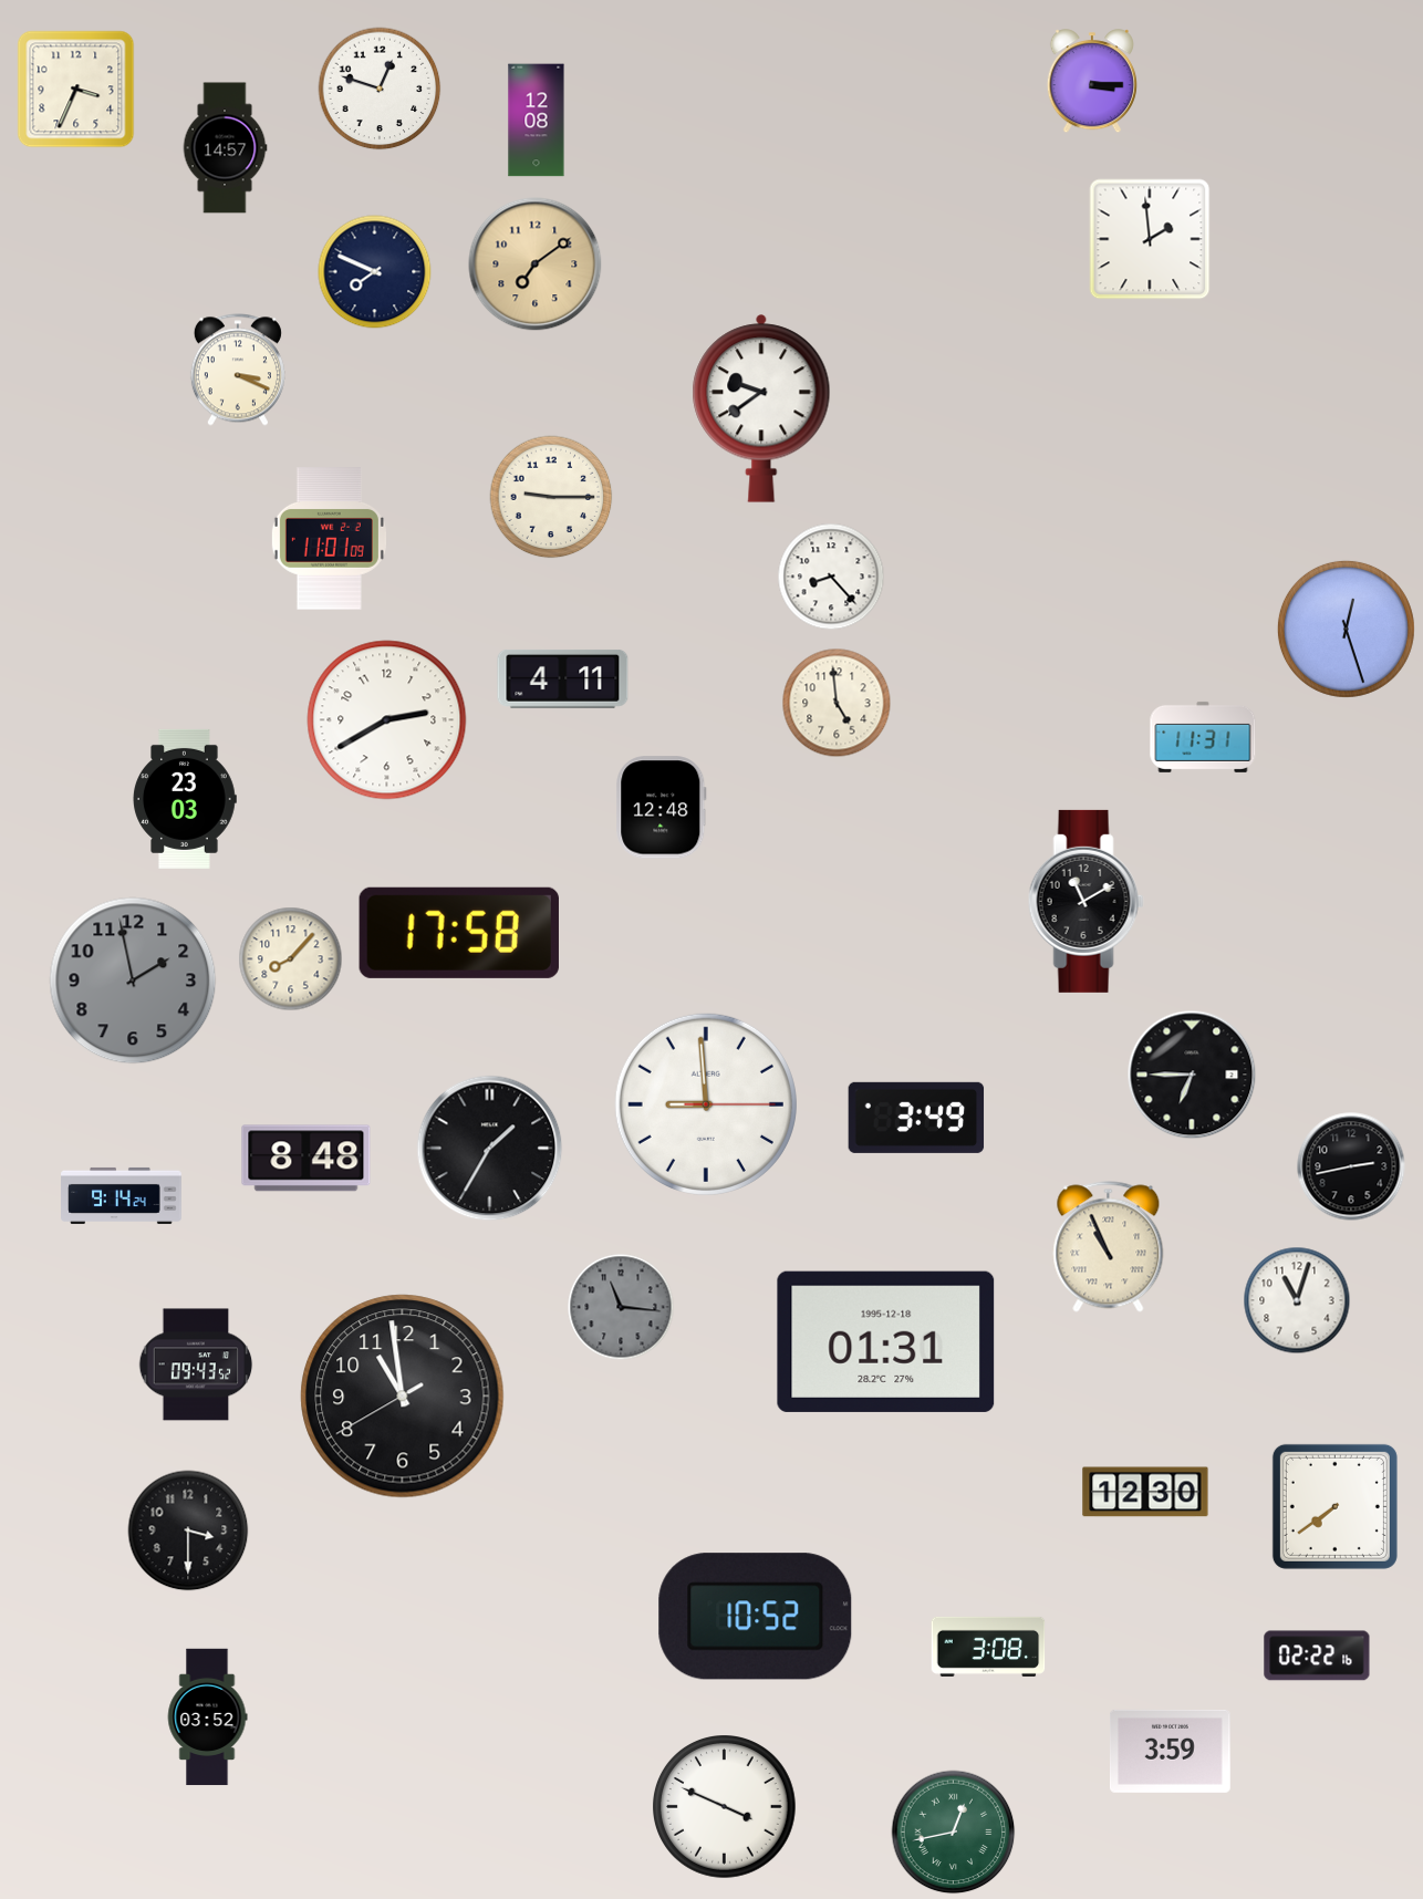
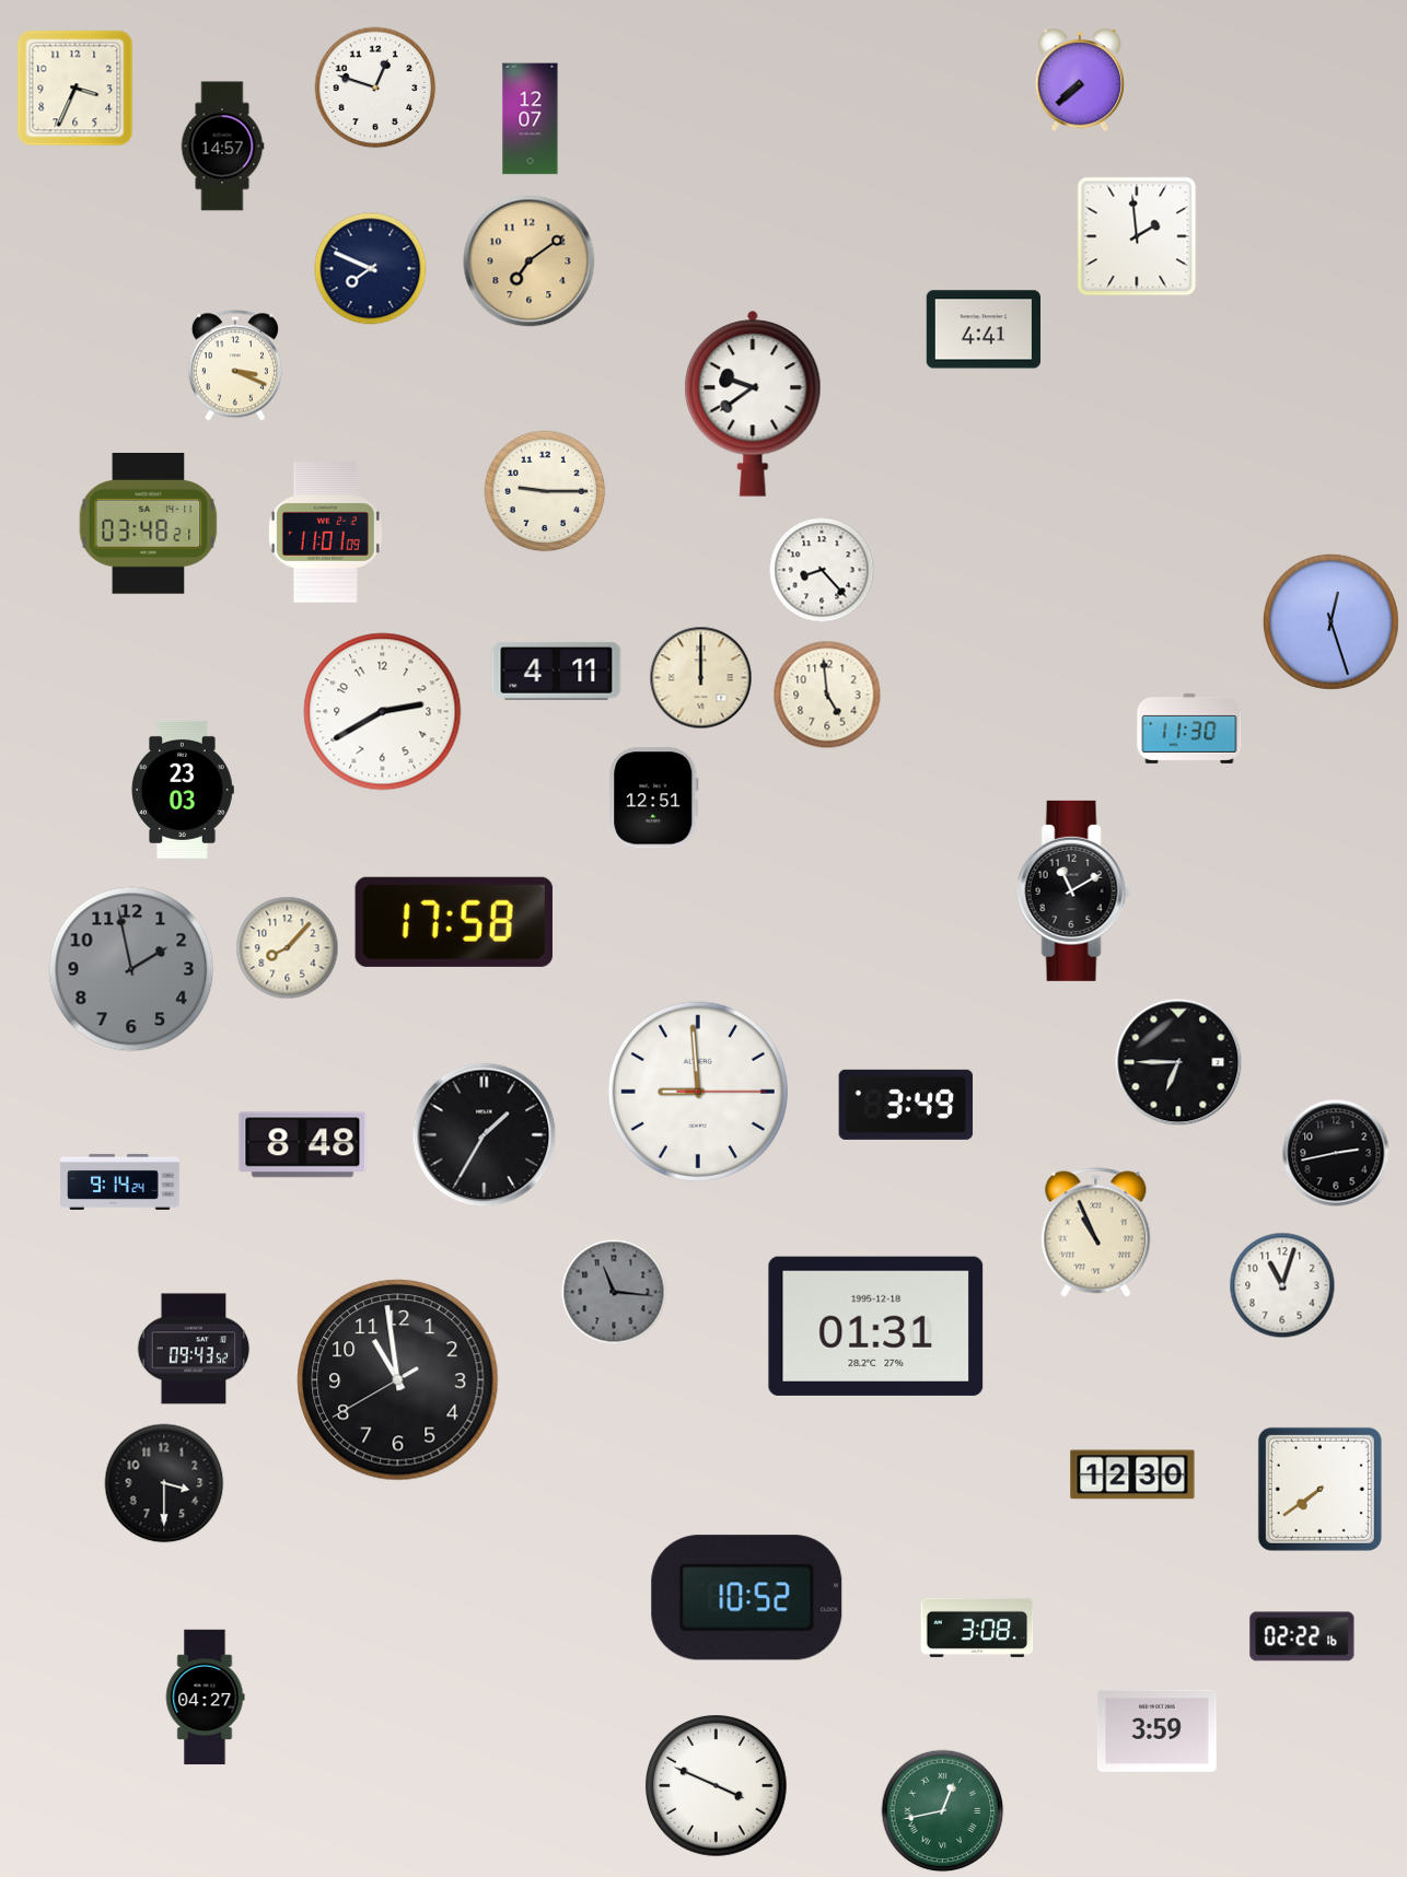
clock at (1092, 82): 3:15 -> 7:38
clock at (537, 121): 12:08 -> 12:07
clock at (982, 329): none -> 4:41
clock at (149, 524): none -> 03:48
clock at (701, 678): none -> 12:00
clock at (1203, 737): 11:31 -> 11:30
clock at (662, 808): 12:48 -> 12:51
clock at (188, 1530) position: (188, 1530) -> (164, 1483)
clock at (207, 1718): 03:52 -> 04:27
